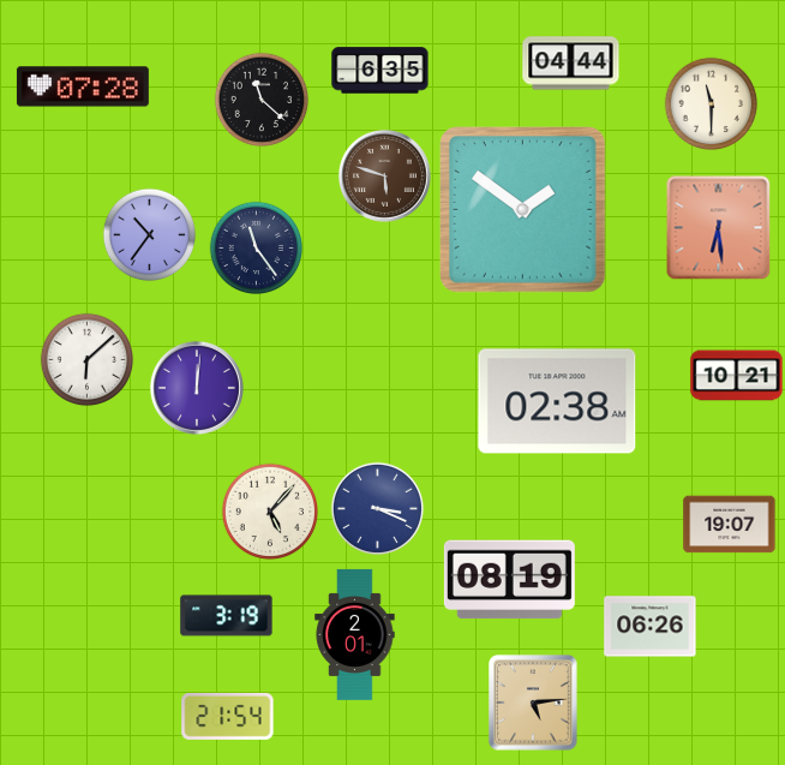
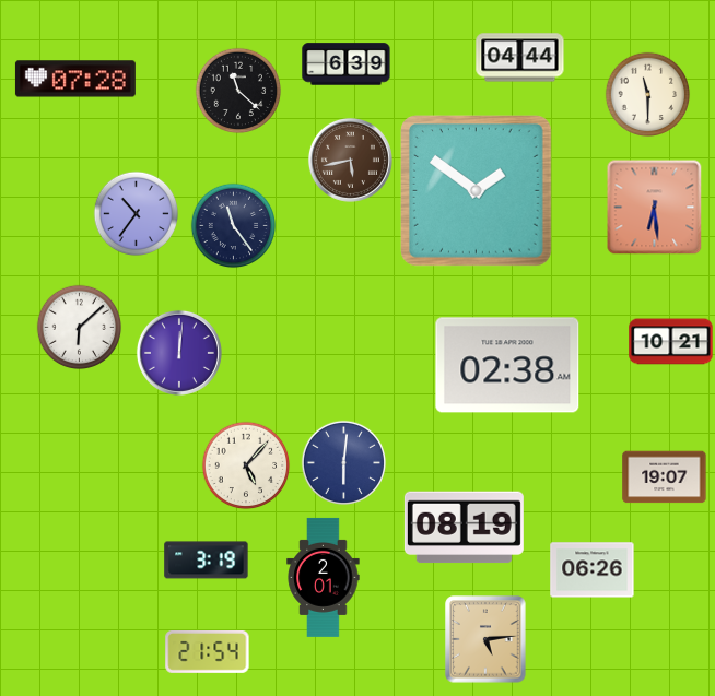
clock at (380, 71): 6:35 -> 6:39
clock at (384, 175): 5:48 -> 5:43
clock at (377, 508): 3:19 -> 6:01
